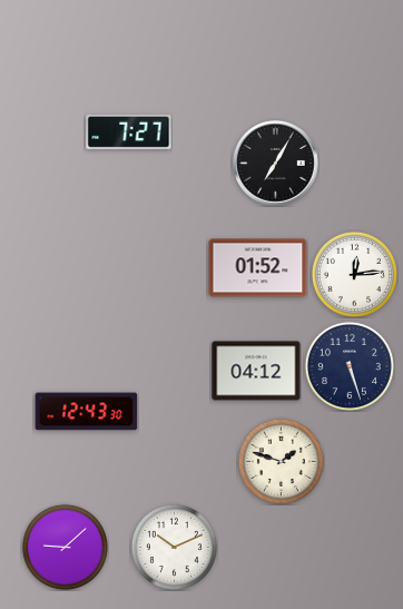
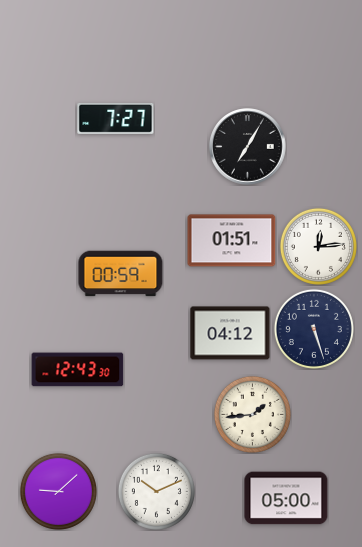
clock at (258, 268): 01:52 -> 01:51
clock at (121, 274): none -> 00:59
clock at (281, 461): 1:48 -> 1:44
clock at (286, 498): none -> 05:00
